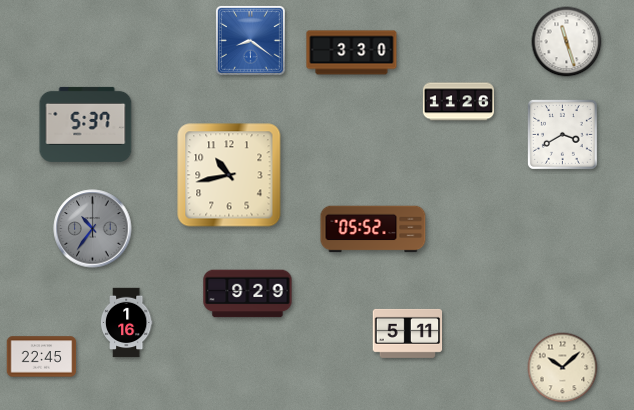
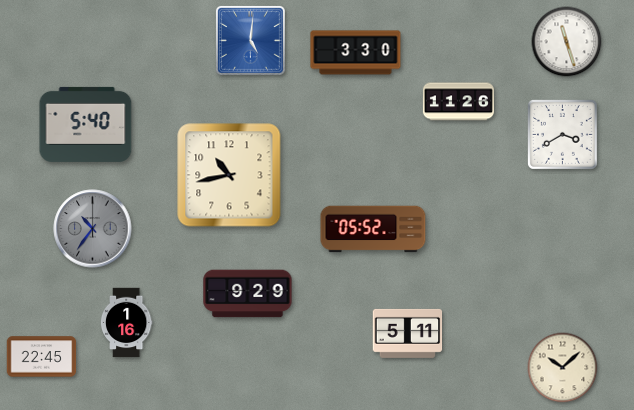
clock at (250, 40): 8:21 -> 5:01
clock at (352, 53) position: (352, 53) -> (356, 53)
clock at (86, 124): 5:37 -> 5:40
